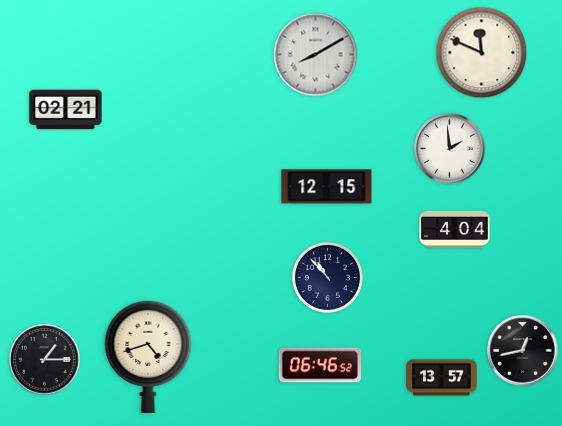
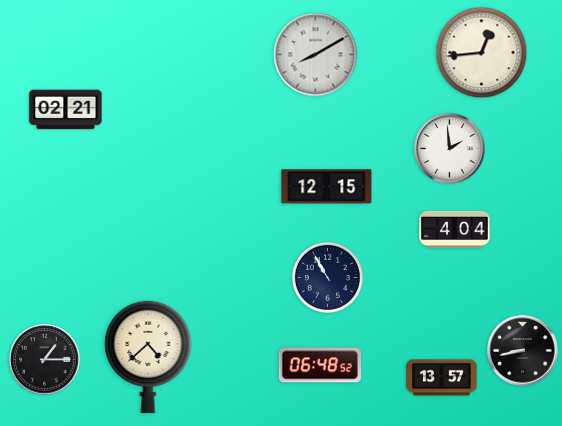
clock at (482, 53): 11:49 -> 12:44
clock at (327, 277): 10:53 -> 10:55
clock at (523, 351): 12:43 -> 8:43
clock at (148, 356): 4:42 -> 4:38
clock at (320, 365): 06:46 -> 06:48
